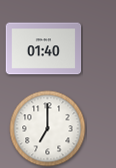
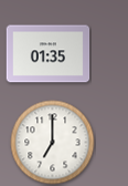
clock at (44, 49): 01:40 -> 01:35
